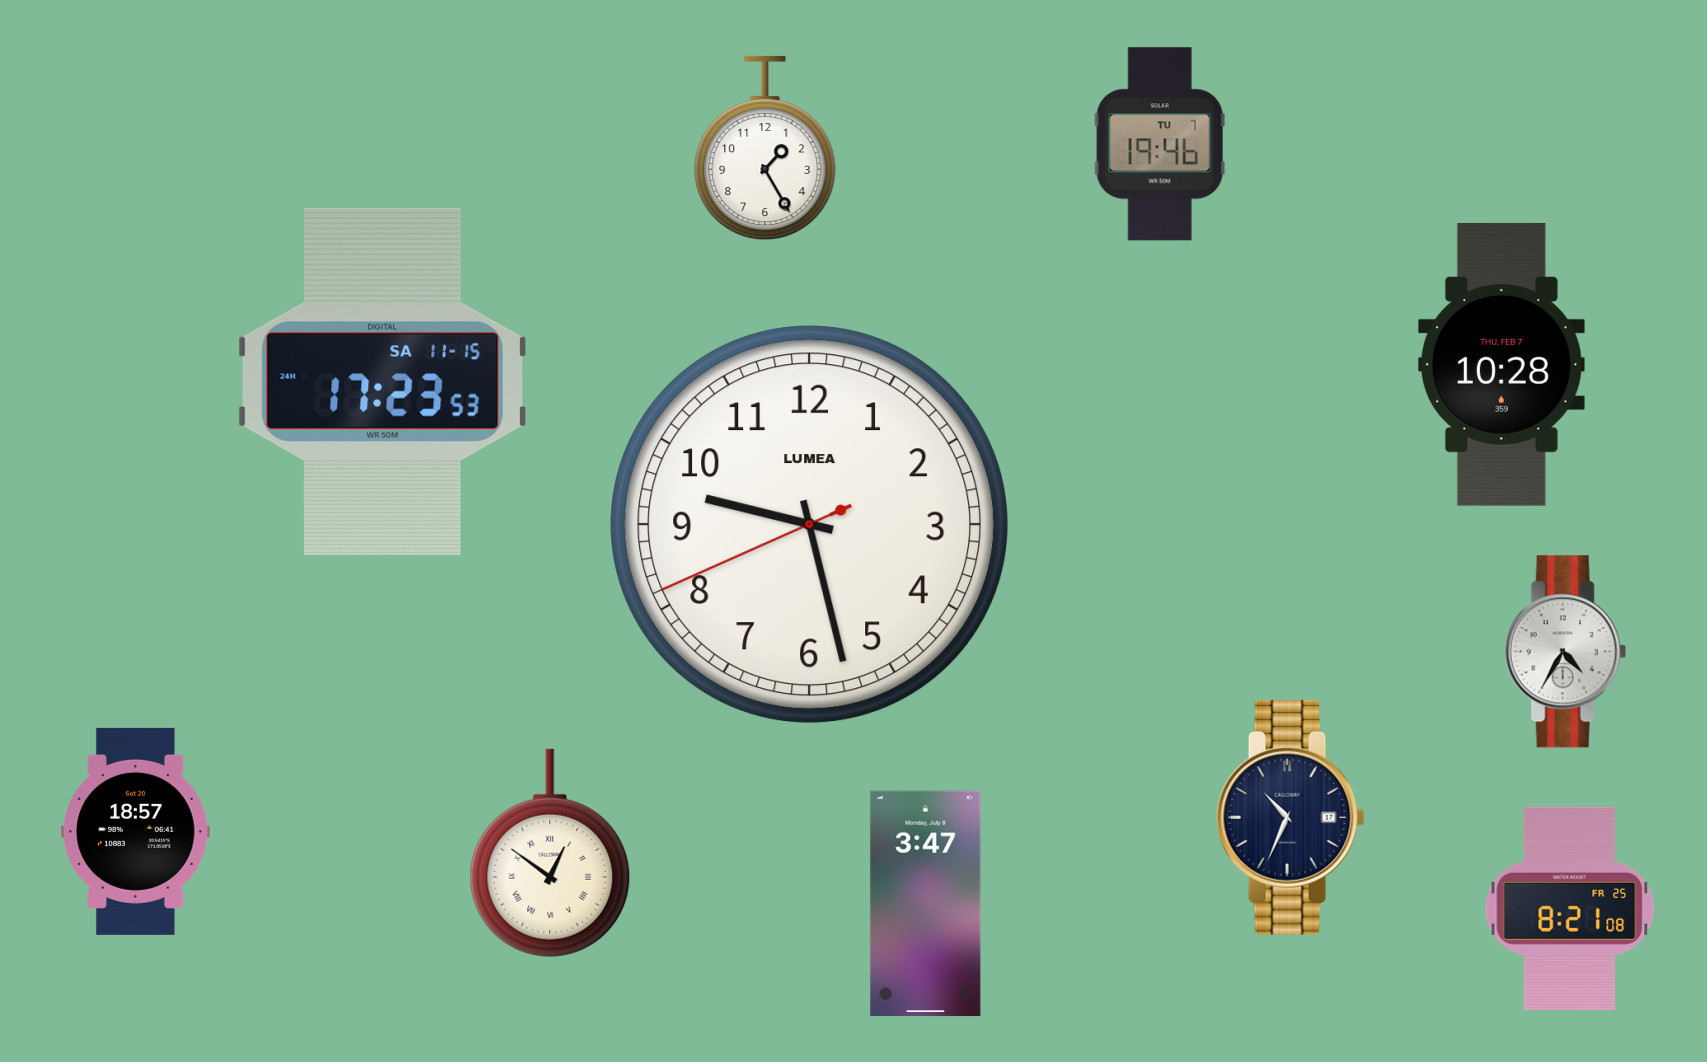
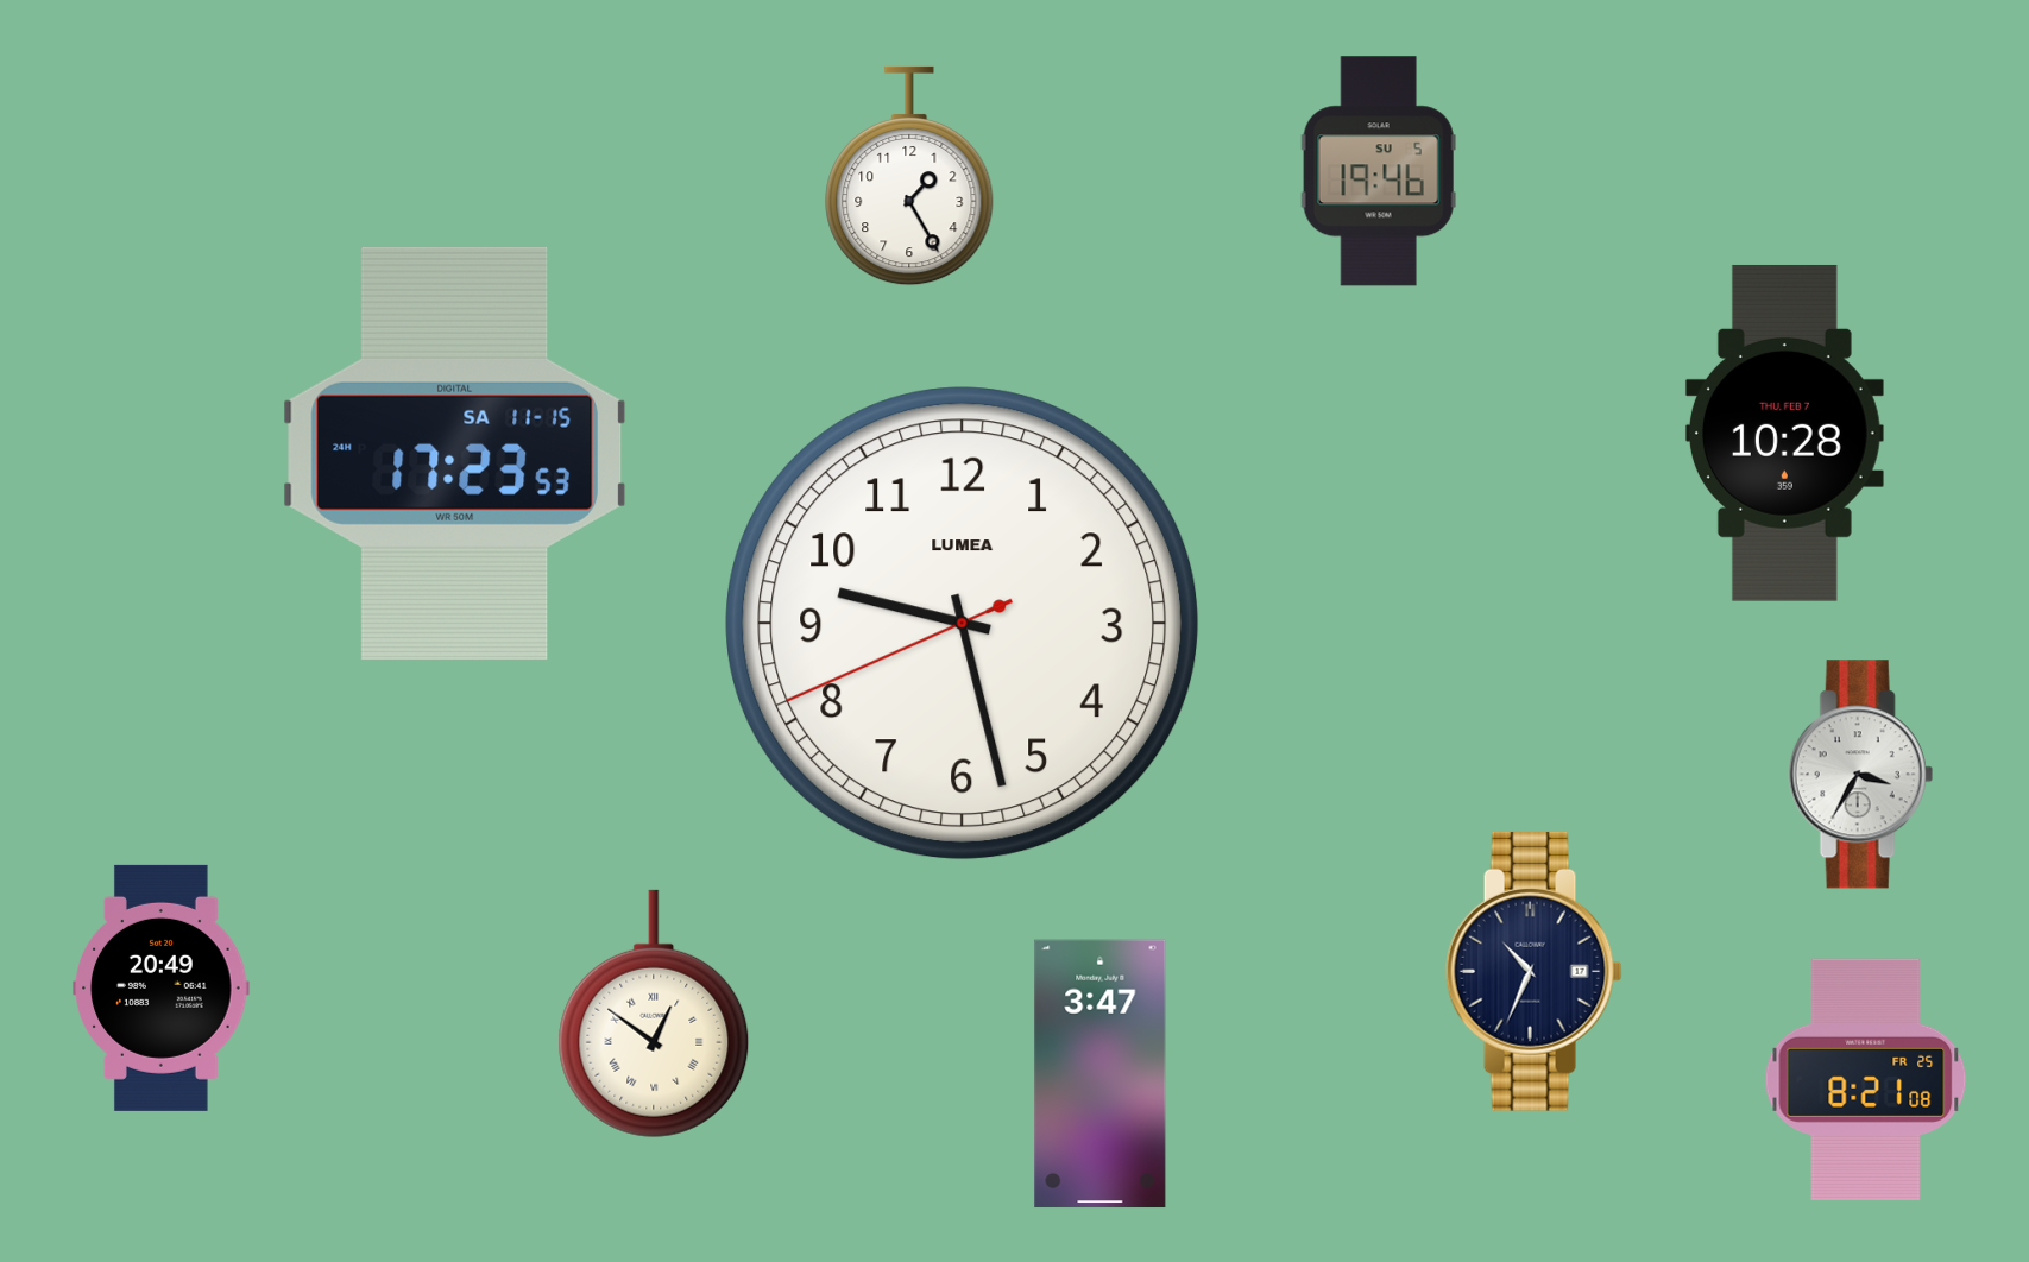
clock at (1160, 144) date: TU 7 -> SU 5
clock at (1565, 652): 4:35 -> 3:35
clock at (136, 831): 18:57 -> 20:49
